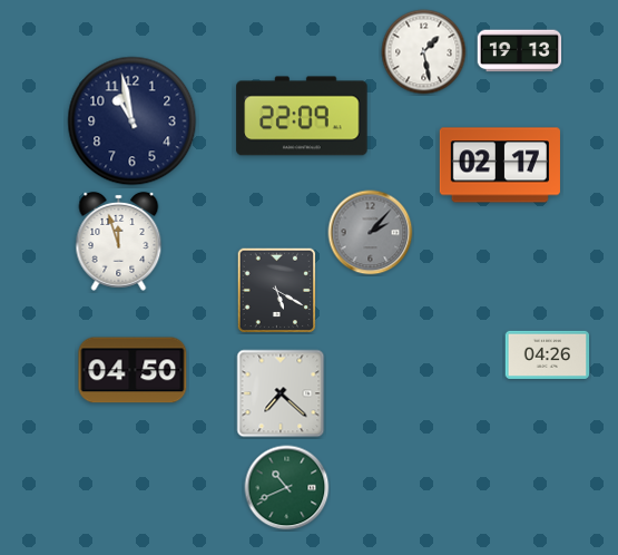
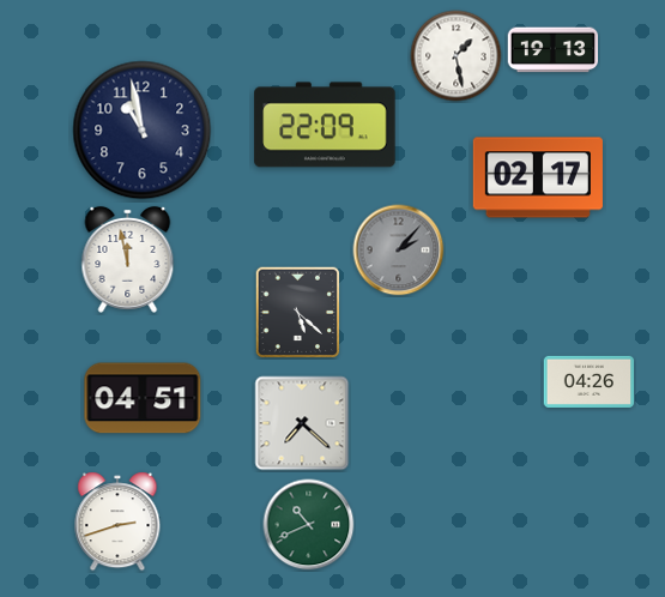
clock at (520, 51) position: (520, 51) -> (554, 50)
clock at (119, 241): 11:57 -> 11:58
clock at (277, 291): 5:20 -> 5:22
clock at (133, 370): 04:50 -> 04:51
clock at (117, 521): none -> 2:42
